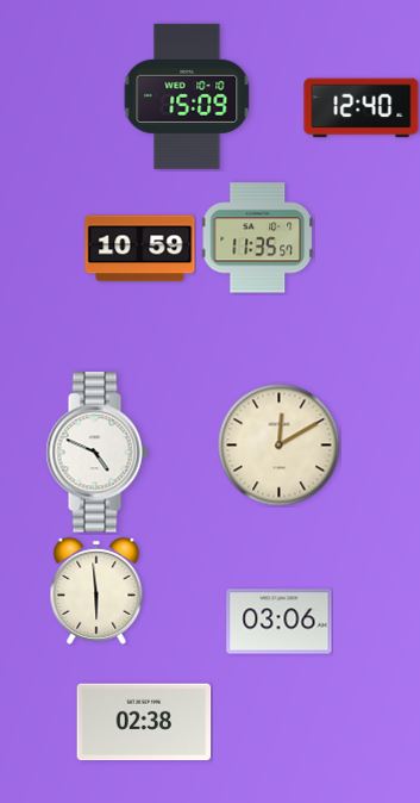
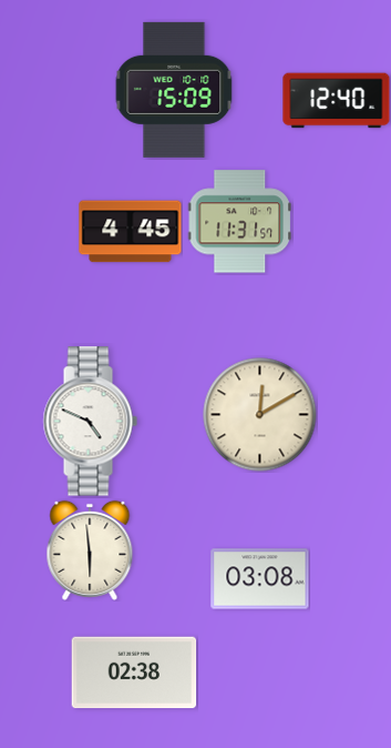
clock at (257, 238): 11:35 -> 11:31
clock at (140, 249): 10:59 -> 4:45
clock at (280, 622): 03:06 -> 03:08
